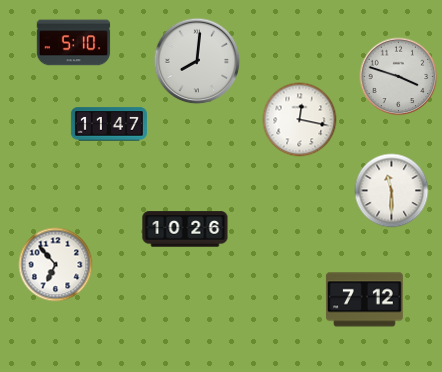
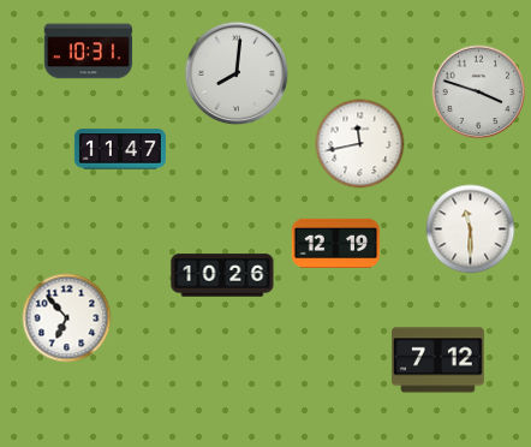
clock at (74, 43): 5:10 -> 10:31
clock at (300, 120): 12:17 -> 11:43
clock at (109, 124) position: (109, 124) -> (120, 149)
clock at (336, 243): none -> 12:19
